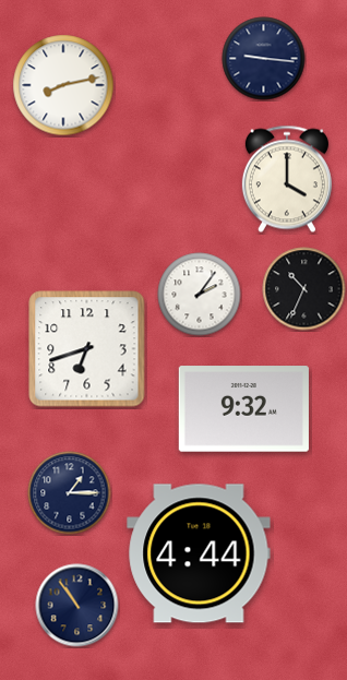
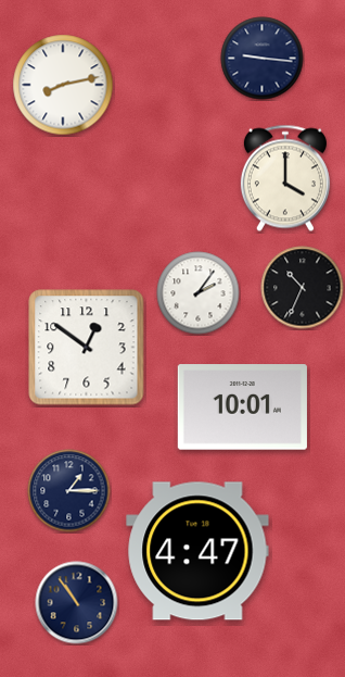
clock at (87, 349): 6:42 -> 12:51
clock at (243, 409): 9:32 -> 10:01
clock at (199, 553): 4:44 -> 4:47
